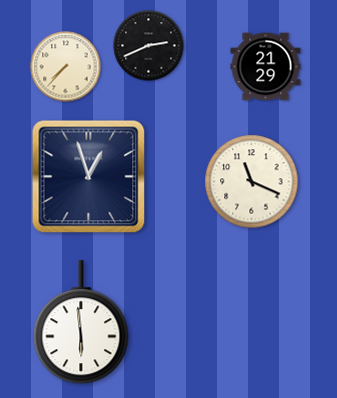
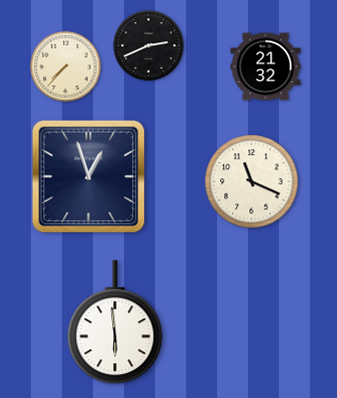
clock at (266, 67): 21:29 -> 21:32
clock at (81, 323) position: (81, 323) -> (115, 323)
